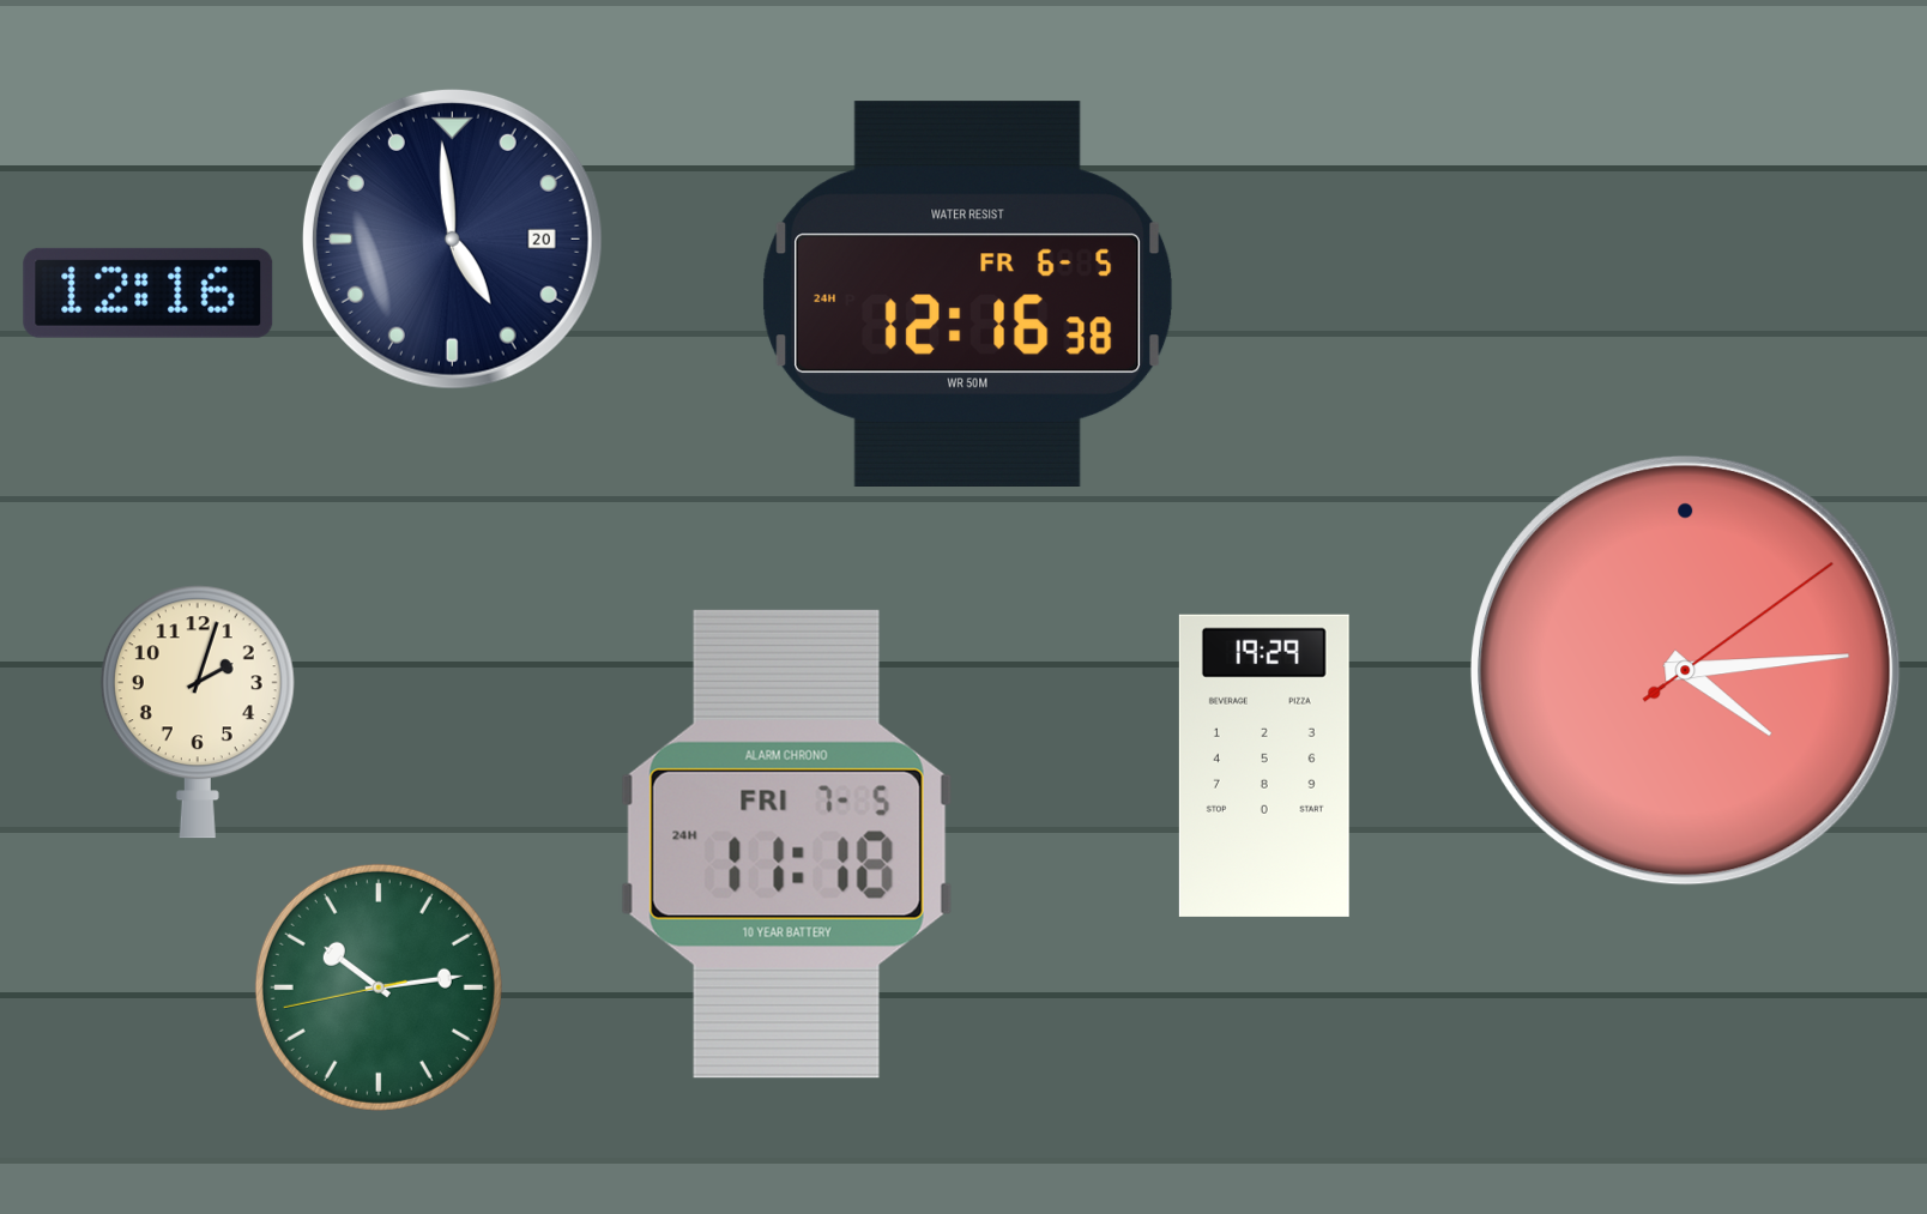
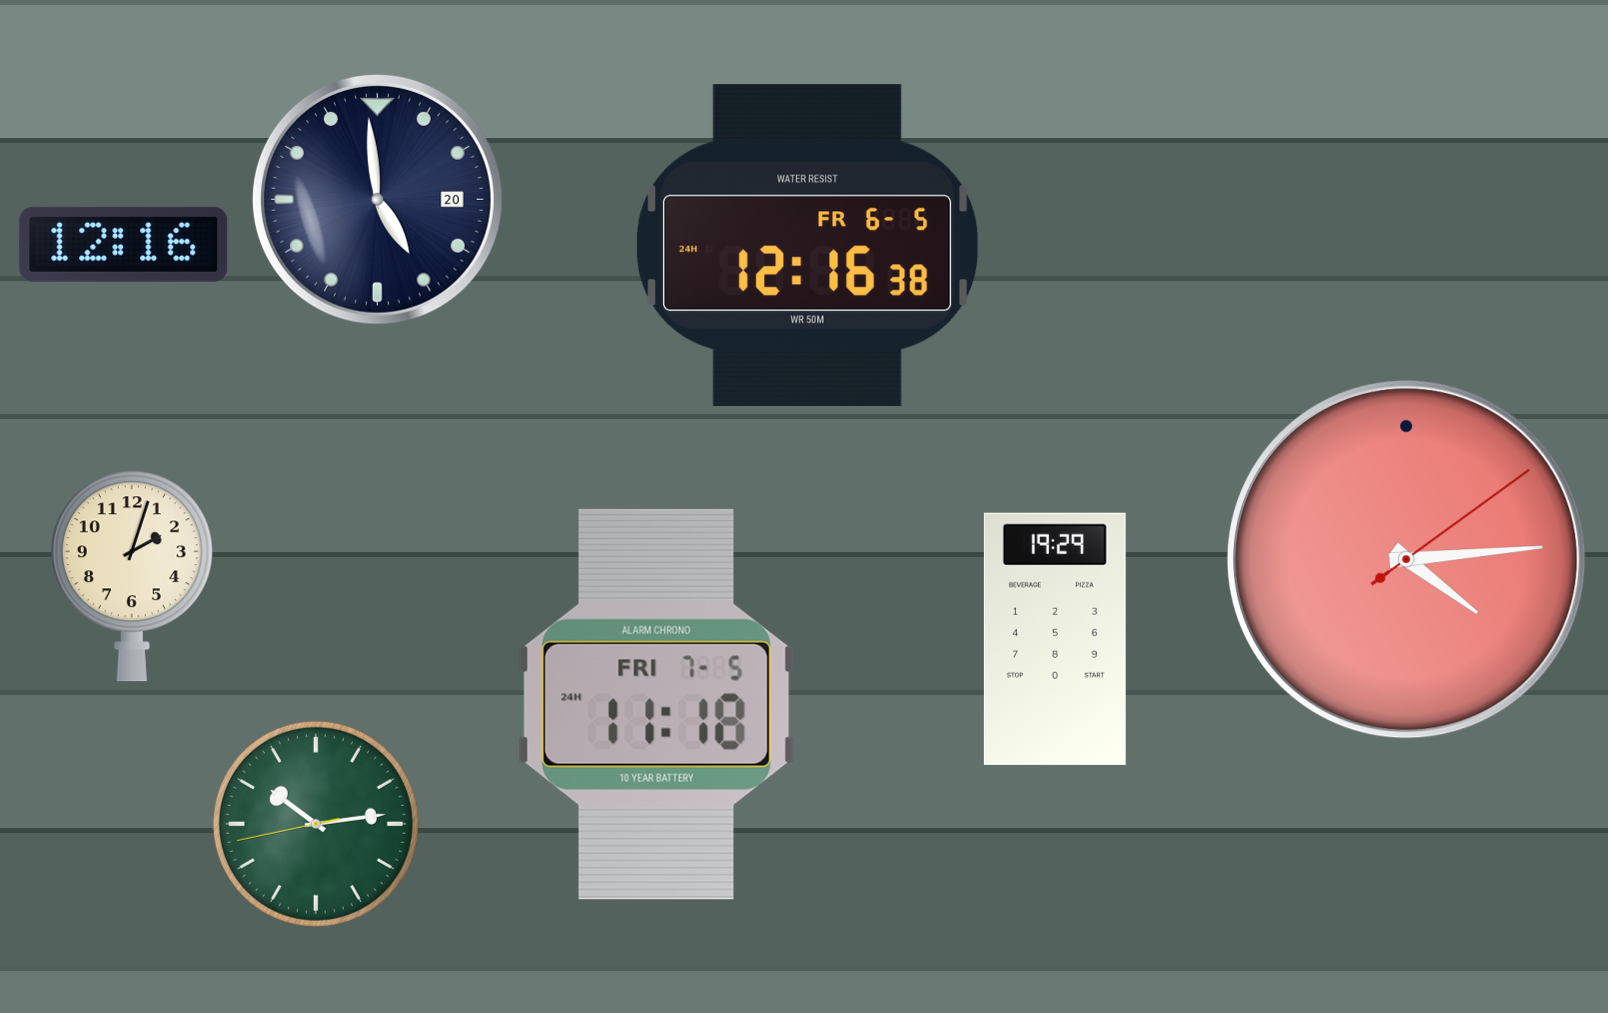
clock at (198, 712) position: (198, 712) -> (132, 576)
